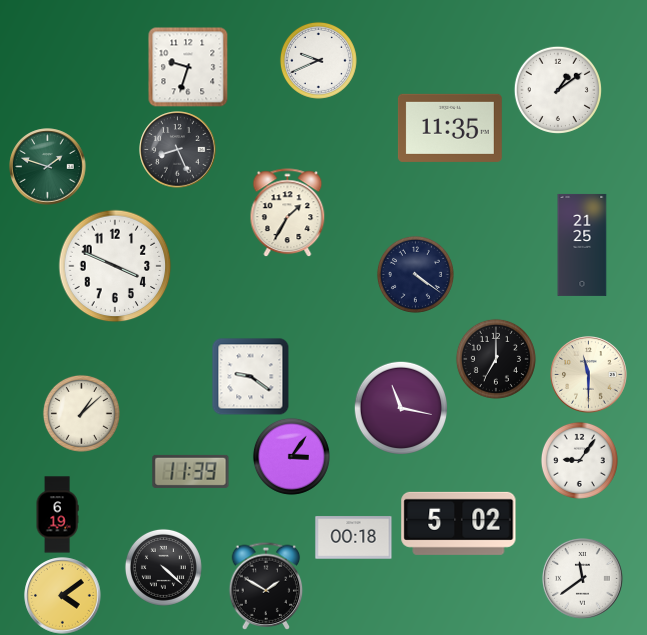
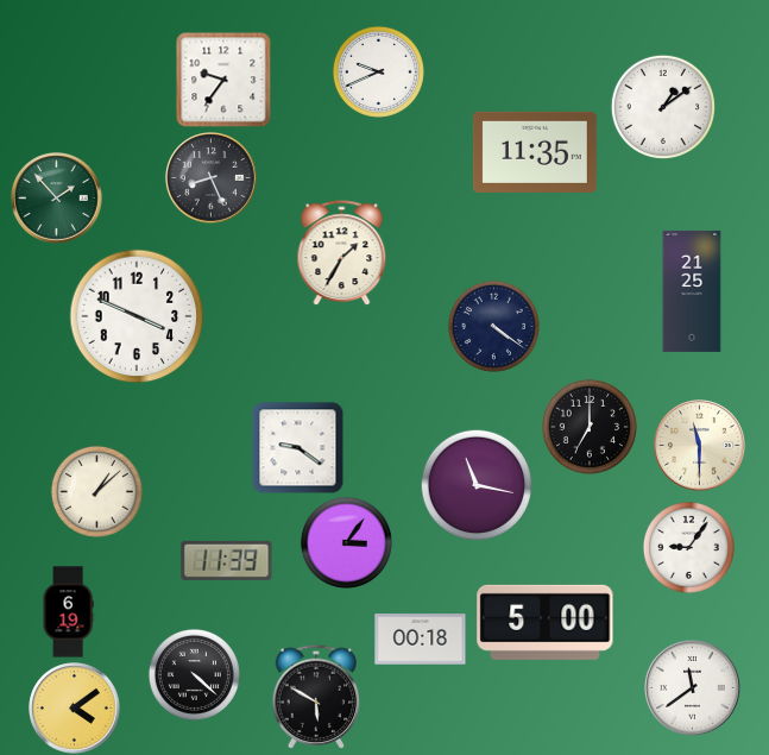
clock at (188, 67): 9:33 -> 9:36
clock at (48, 167): 1:48 -> 1:53
clock at (459, 523): 5:02 -> 5:00
clock at (266, 586): 1:50 -> 5:50
